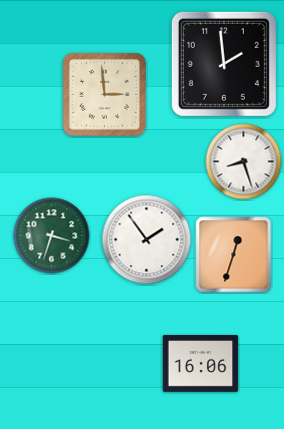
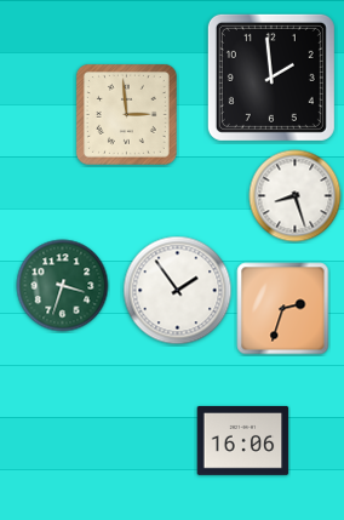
clock at (234, 255): 12:33 -> 2:33
